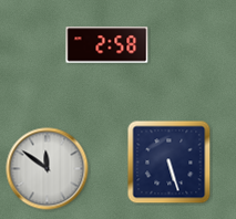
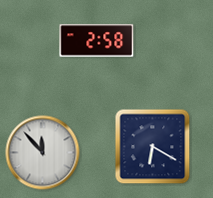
clock at (170, 163): 5:27 -> 6:20
clock at (48, 169): 11:51 -> 11:53
